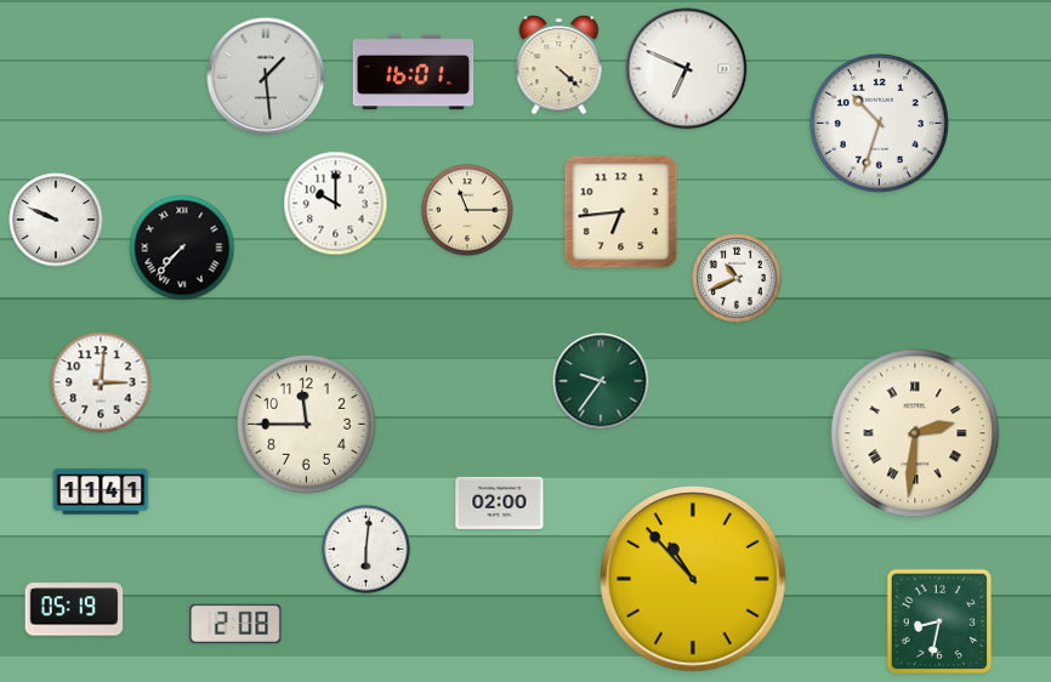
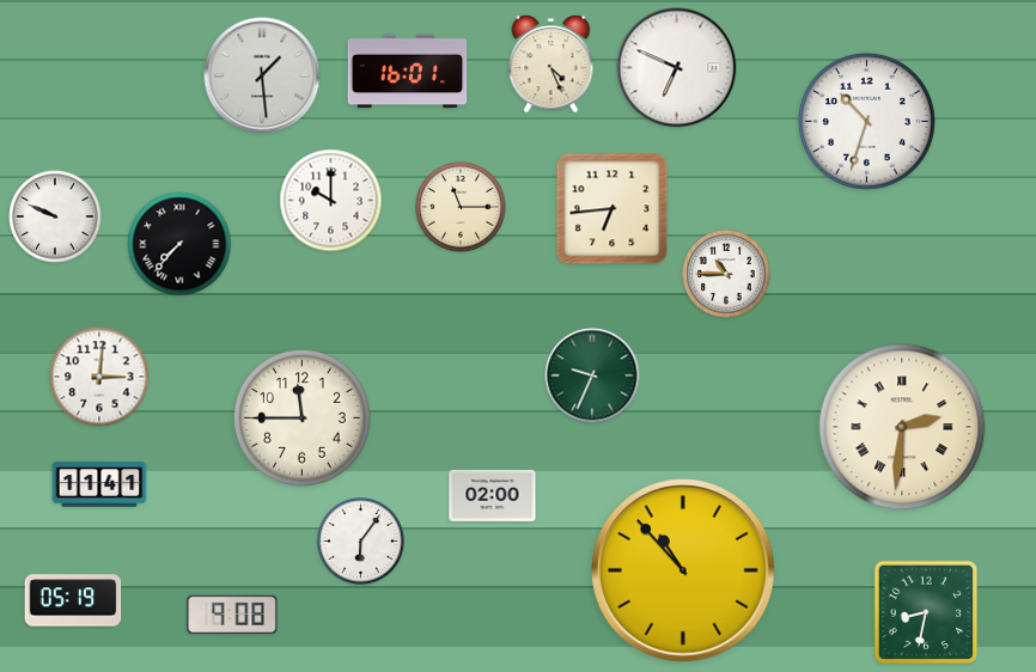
clock at (559, 66): 4:22 -> 4:26
clock at (737, 278): 10:41 -> 10:45
clock at (601, 381): 9:36 -> 9:34
clock at (367, 550): 6:01 -> 6:06
clock at (235, 624): 2:08 -> 9:08
